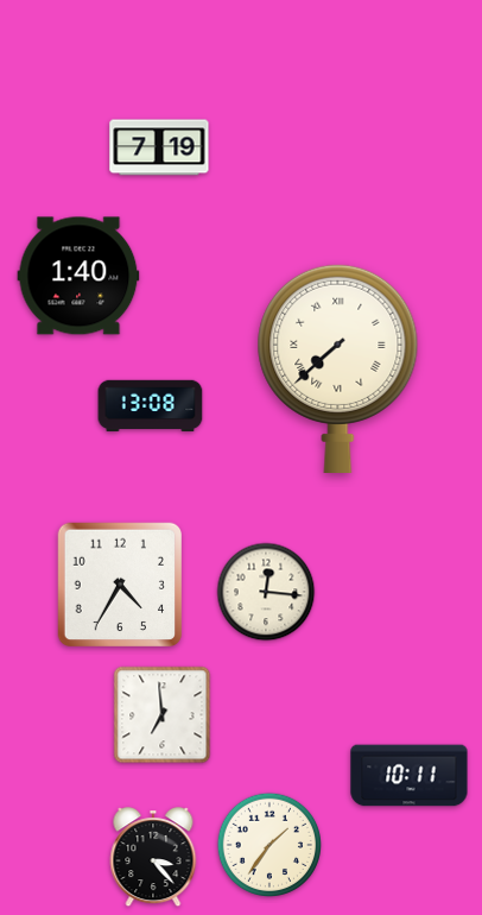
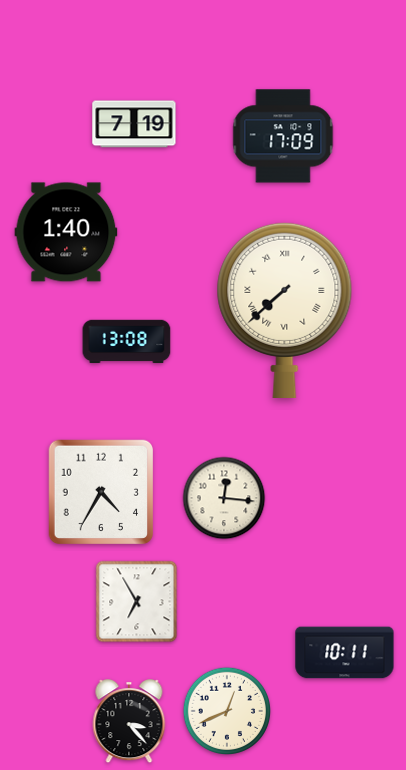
clock at (283, 136): none -> 17:09
clock at (163, 715): 6:59 -> 6:55
clock at (268, 844): 1:36 -> 12:41
